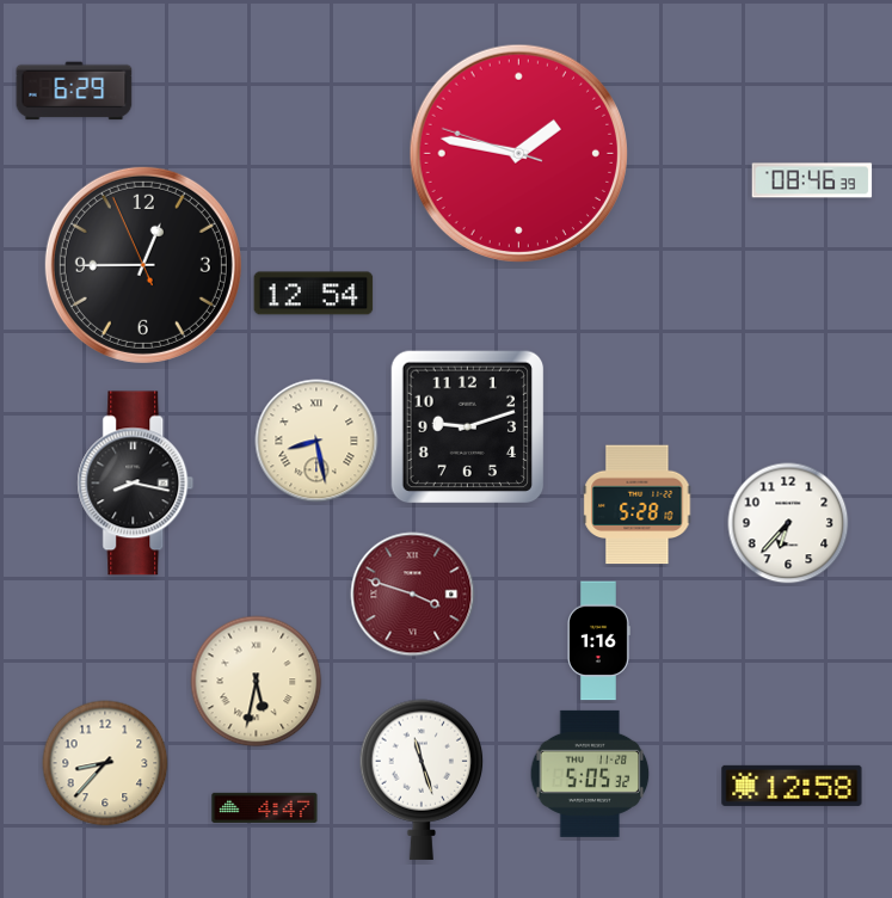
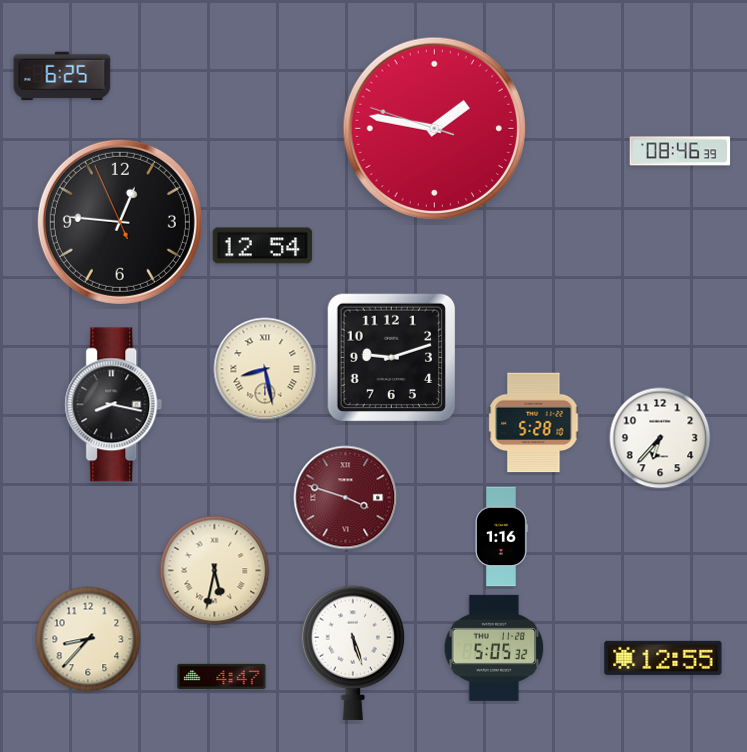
clock at (74, 91): 6:29 -> 6:25
clock at (143, 265): 12:44 -> 12:45
clock at (422, 780): 11:27 -> 5:27
clock at (792, 786): 12:58 -> 12:55
